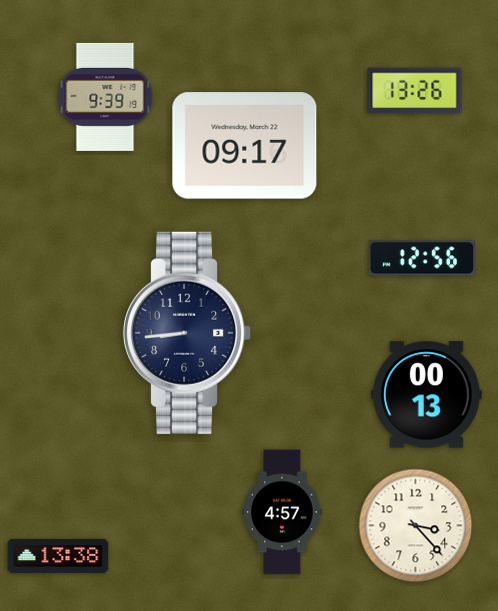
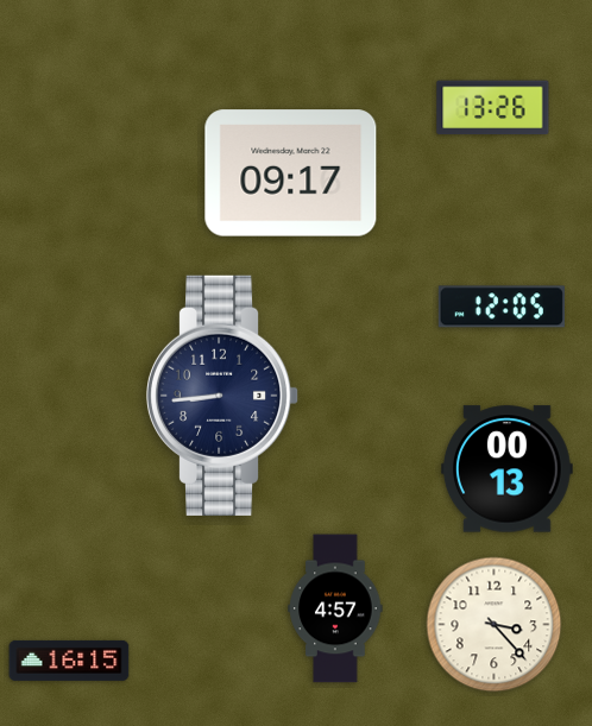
clock at (105, 97): 9:39 -> none
clock at (422, 258): 12:56 -> 12:05
clock at (58, 556): 13:38 -> 16:15
